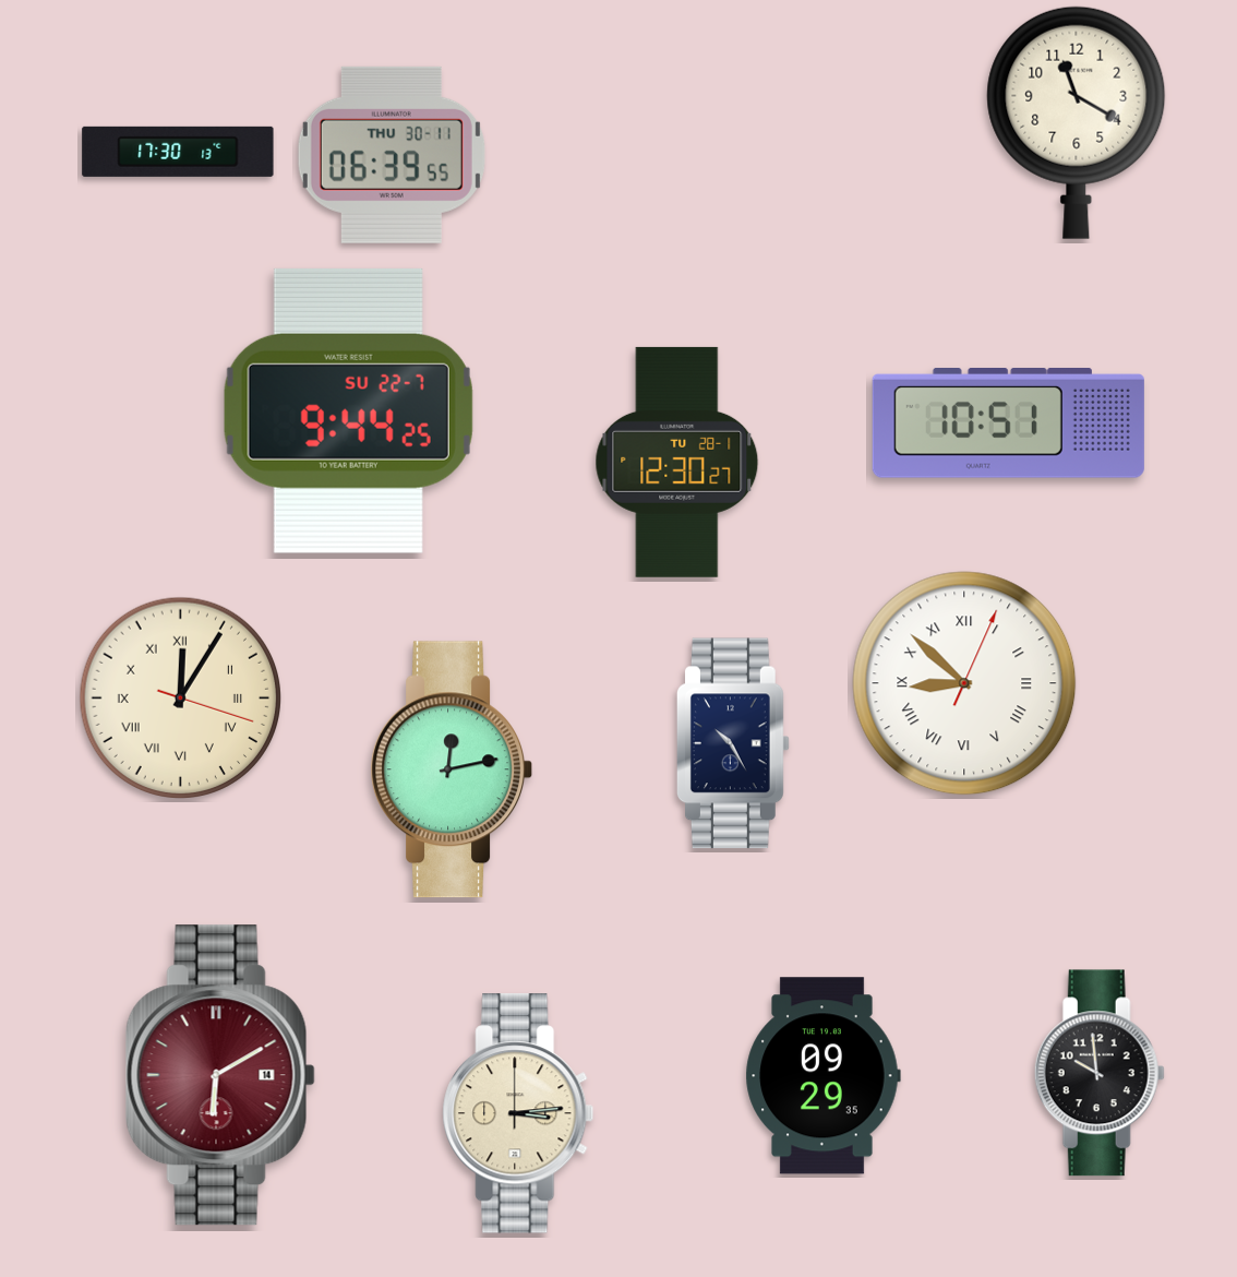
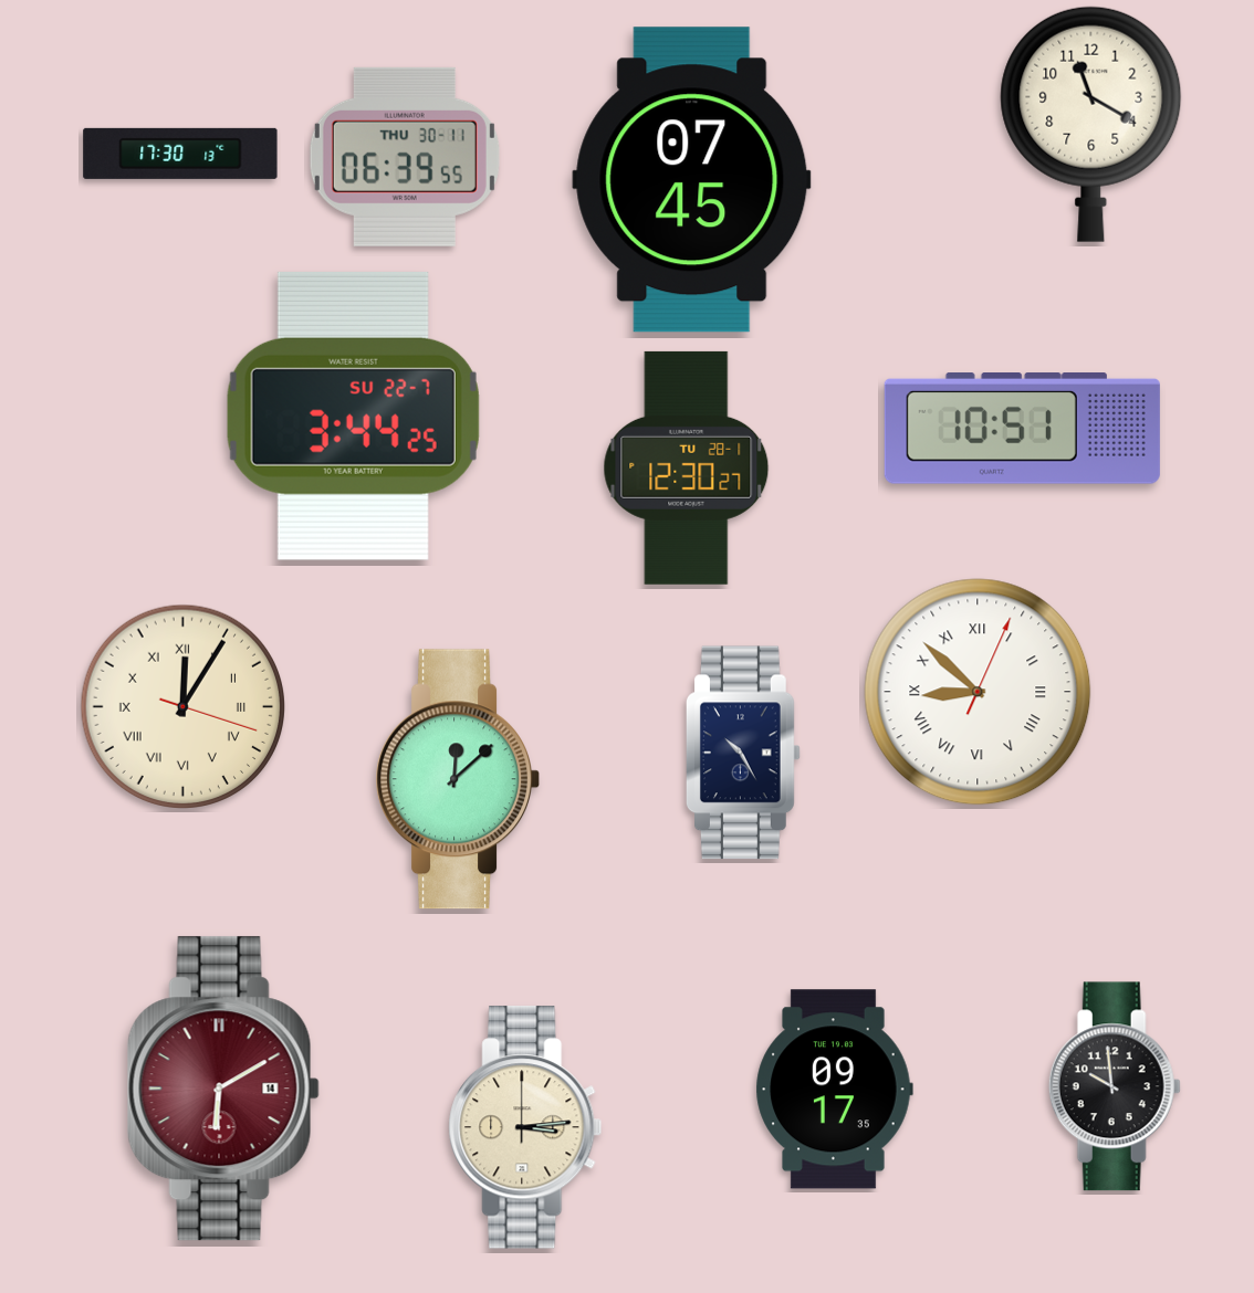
clock at (392, 155) position: (392, 155) -> (405, 157)
clock at (692, 180): none -> 07:45
clock at (348, 410): 9:44 -> 3:44
clock at (452, 769): 12:13 -> 12:08
clock at (822, 1076): 09:29 -> 09:17
